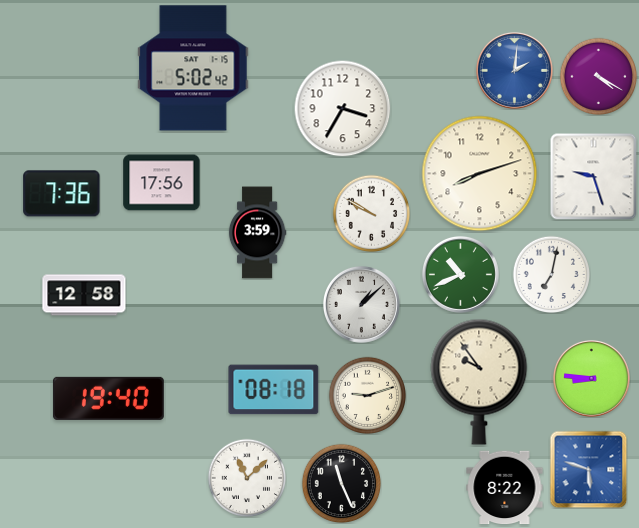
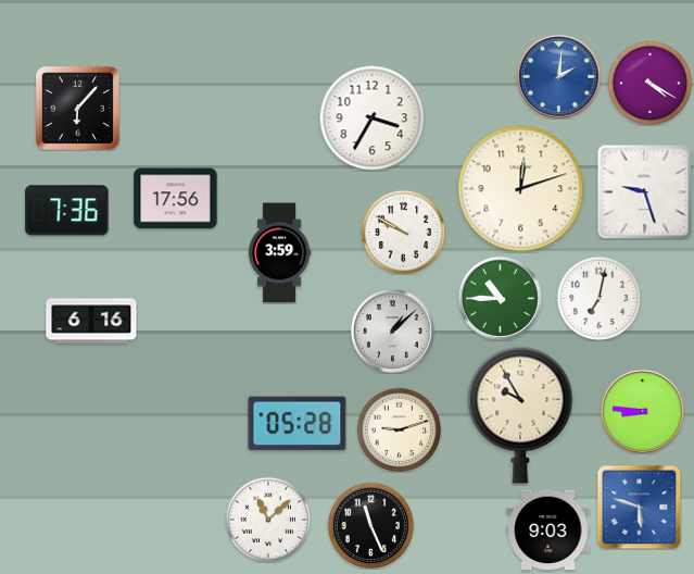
clock at (193, 68): 5:02 -> none
clock at (77, 108): none -> 6:07
clock at (480, 174): 8:12 -> 12:12
clock at (460, 274): 10:41 -> 10:45
clock at (84, 295): 12:58 -> 6:16
clock at (479, 382): 9:54 -> 9:55
clock at (274, 390): 08:18 -> 05:28
clock at (108, 398): 19:40 -> none
clock at (588, 469) position: (588, 469) -> (639, 507)
clock at (505, 488): 8:22 -> 9:03
